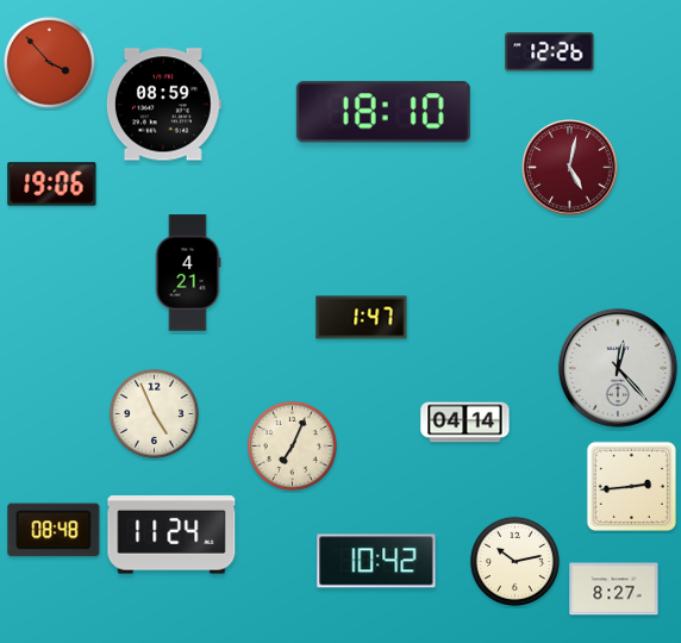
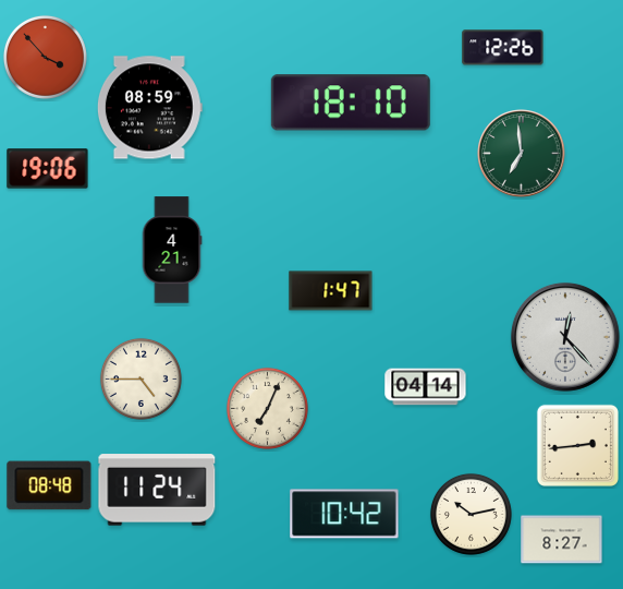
clock at (163, 105) position: (163, 105) -> (149, 108)
clock at (570, 168): 5:02 -> 6:59
clock at (570, 168) dial: burgundy -> green
clock at (154, 413): 4:56 -> 4:45
